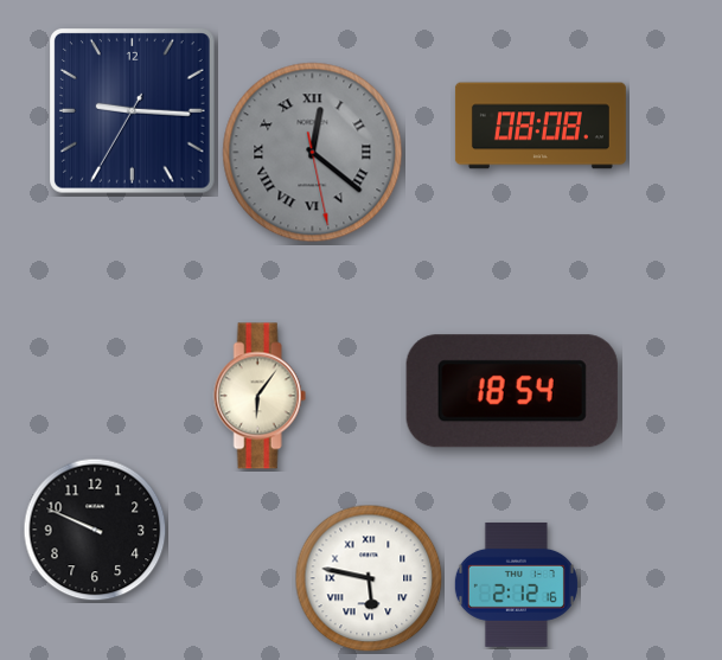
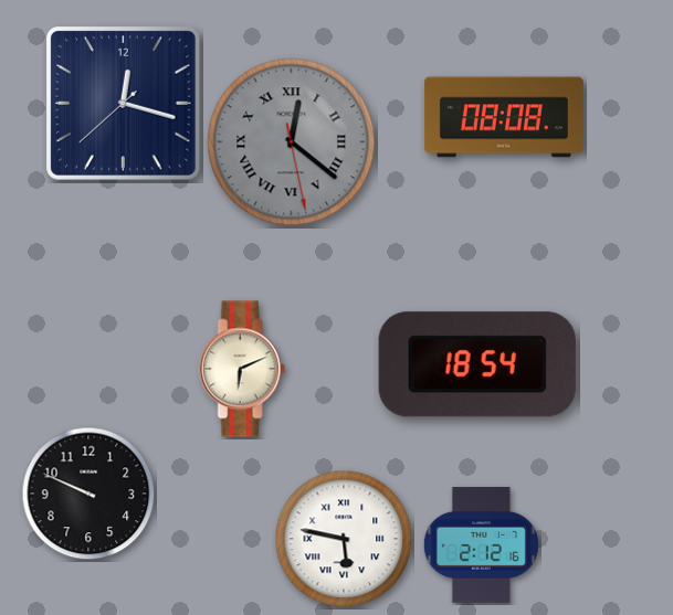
clock at (133, 111): 9:15 -> 12:17
clock at (260, 396): 6:06 -> 6:11
